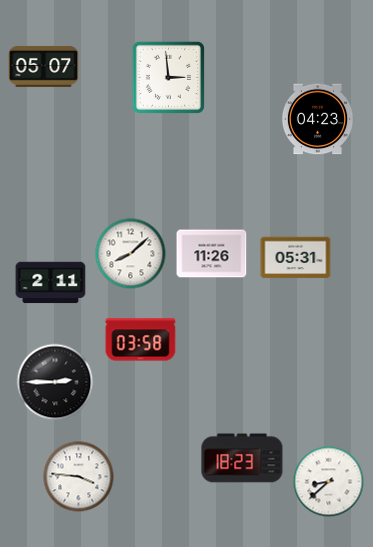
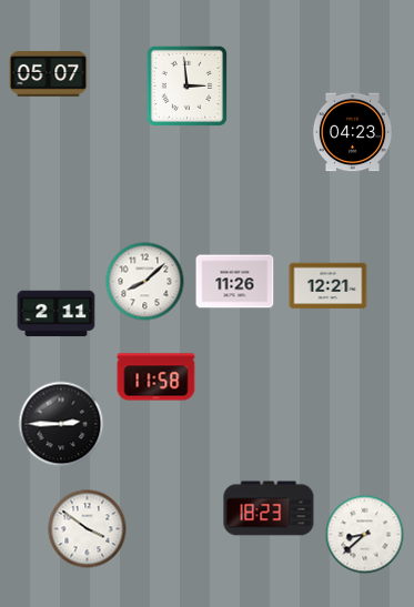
clock at (296, 258): 05:31 -> 12:21
clock at (141, 340): 03:58 -> 11:58
clock at (79, 477): 3:46 -> 3:51
